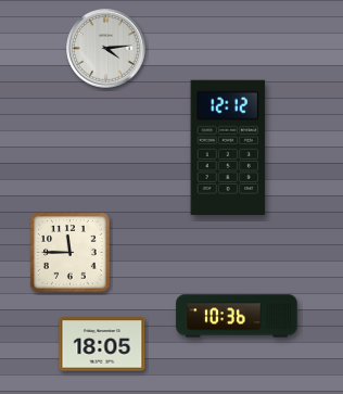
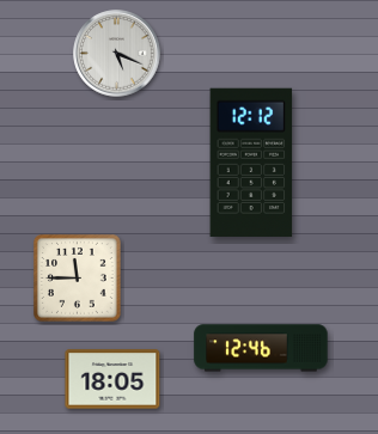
clock at (106, 49): 4:14 -> 5:19
clock at (237, 316): 10:36 -> 12:46
